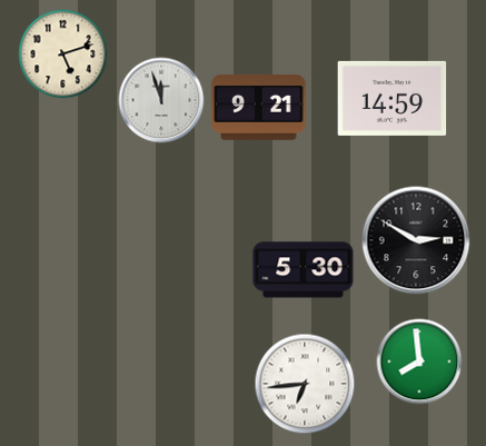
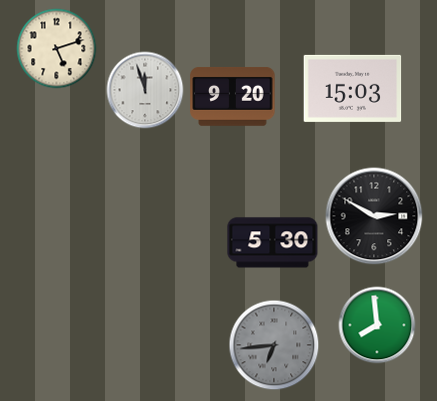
clock at (393, 98): 14:59 -> 15:03
clock at (259, 107): 9:21 -> 9:20
clock at (305, 384) dial: white -> grey
